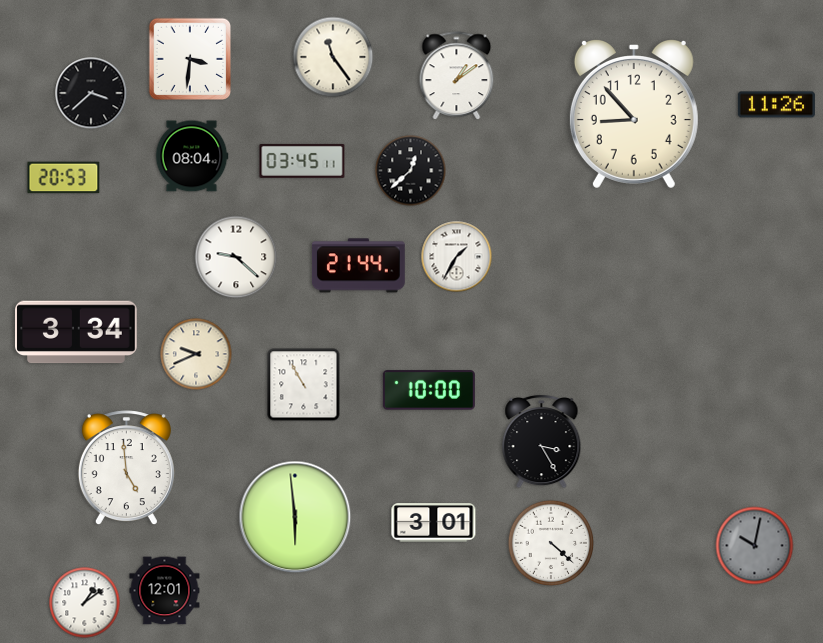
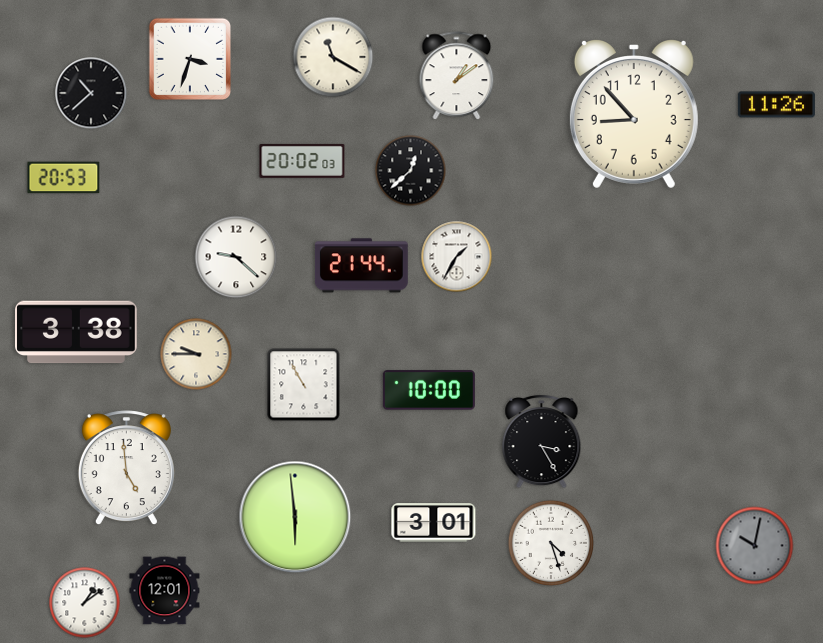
clock at (333, 57): 11:24 -> 11:20
clock at (189, 58): 3:31 -> 3:33
clock at (91, 93): 3:38 -> 10:38
clock at (192, 156): 08:04 -> none
clock at (302, 161): 03:45 -> 20:02
clock at (358, 266) position: (358, 266) -> (361, 266)
clock at (77, 332): 3:34 -> 3:38
clock at (196, 354): 9:41 -> 9:45
clock at (551, 543): 4:22 -> 4:27
